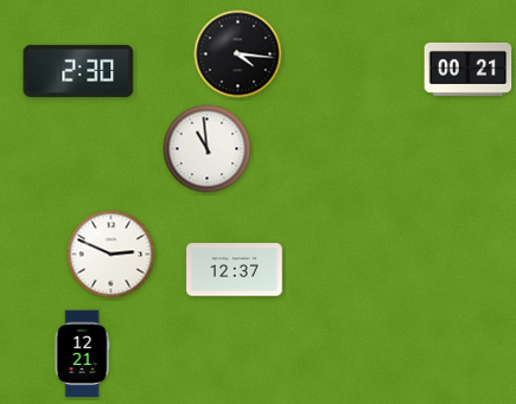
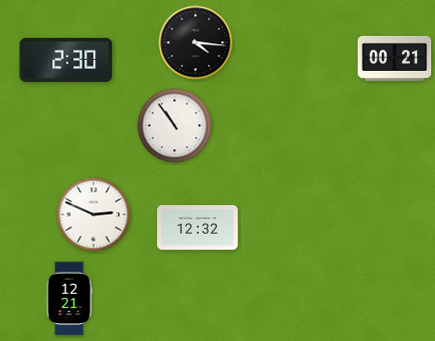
clock at (238, 54) position: (238, 54) -> (196, 43)
clock at (208, 149): 10:59 -> 10:54
clock at (235, 270): 12:37 -> 12:32
